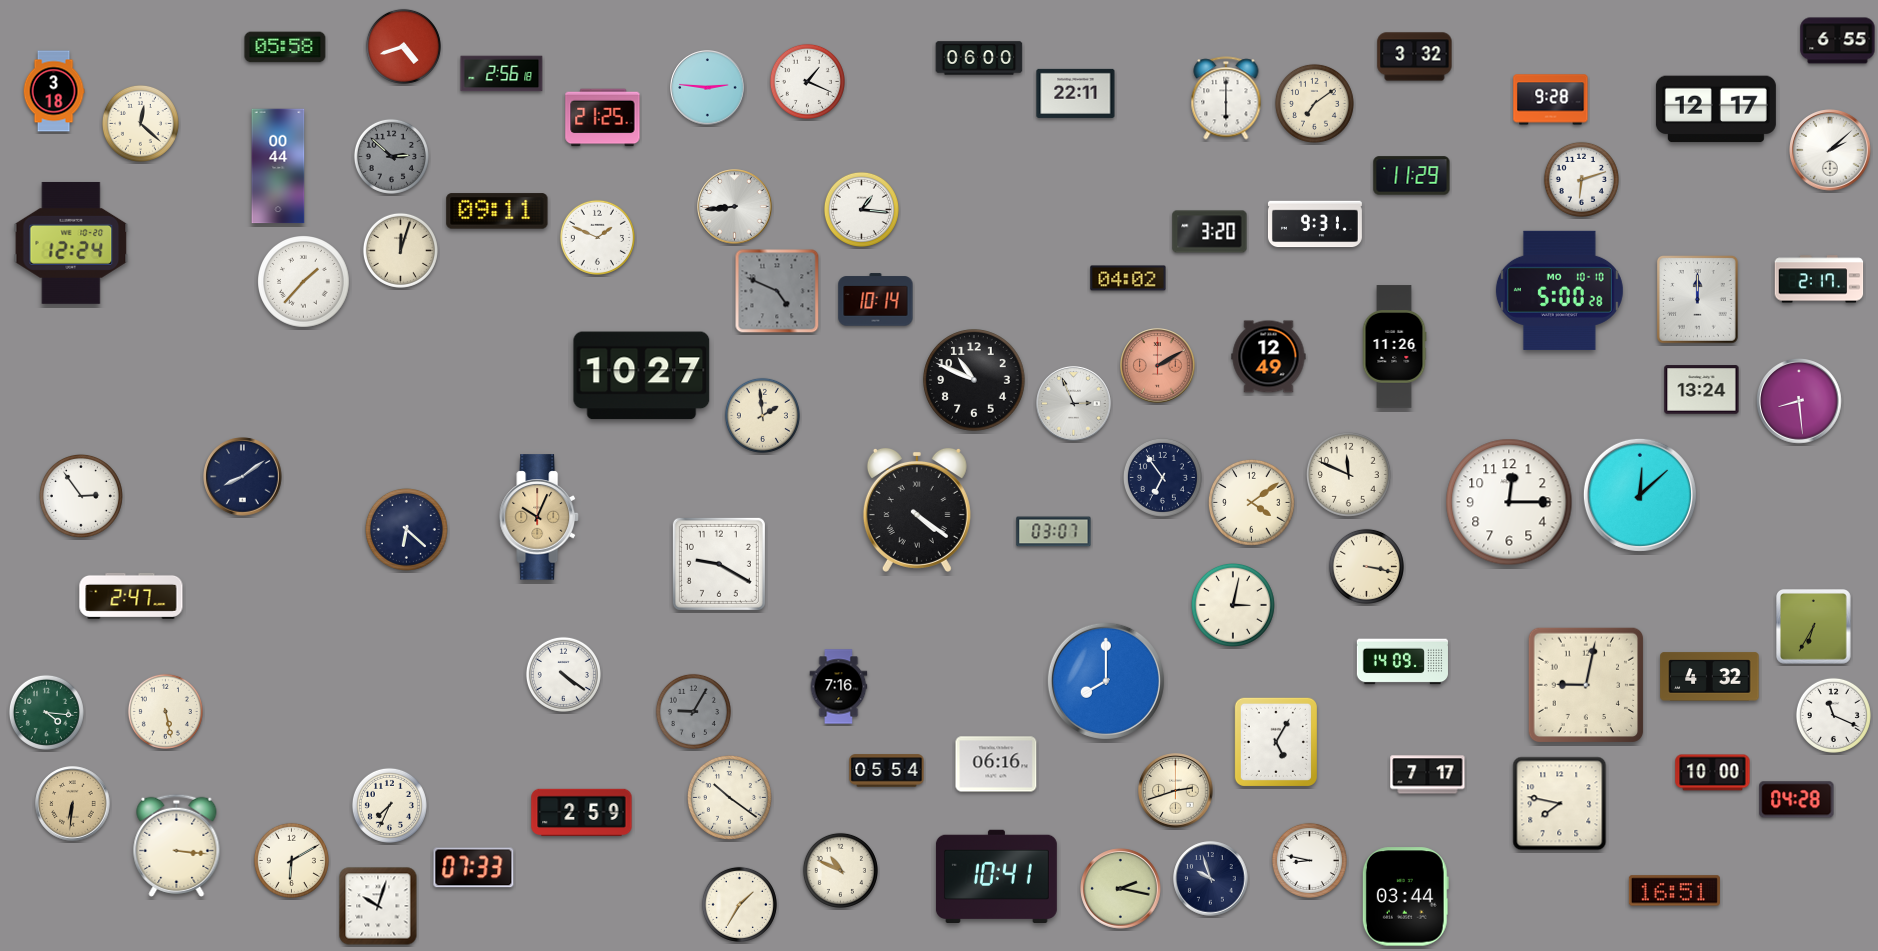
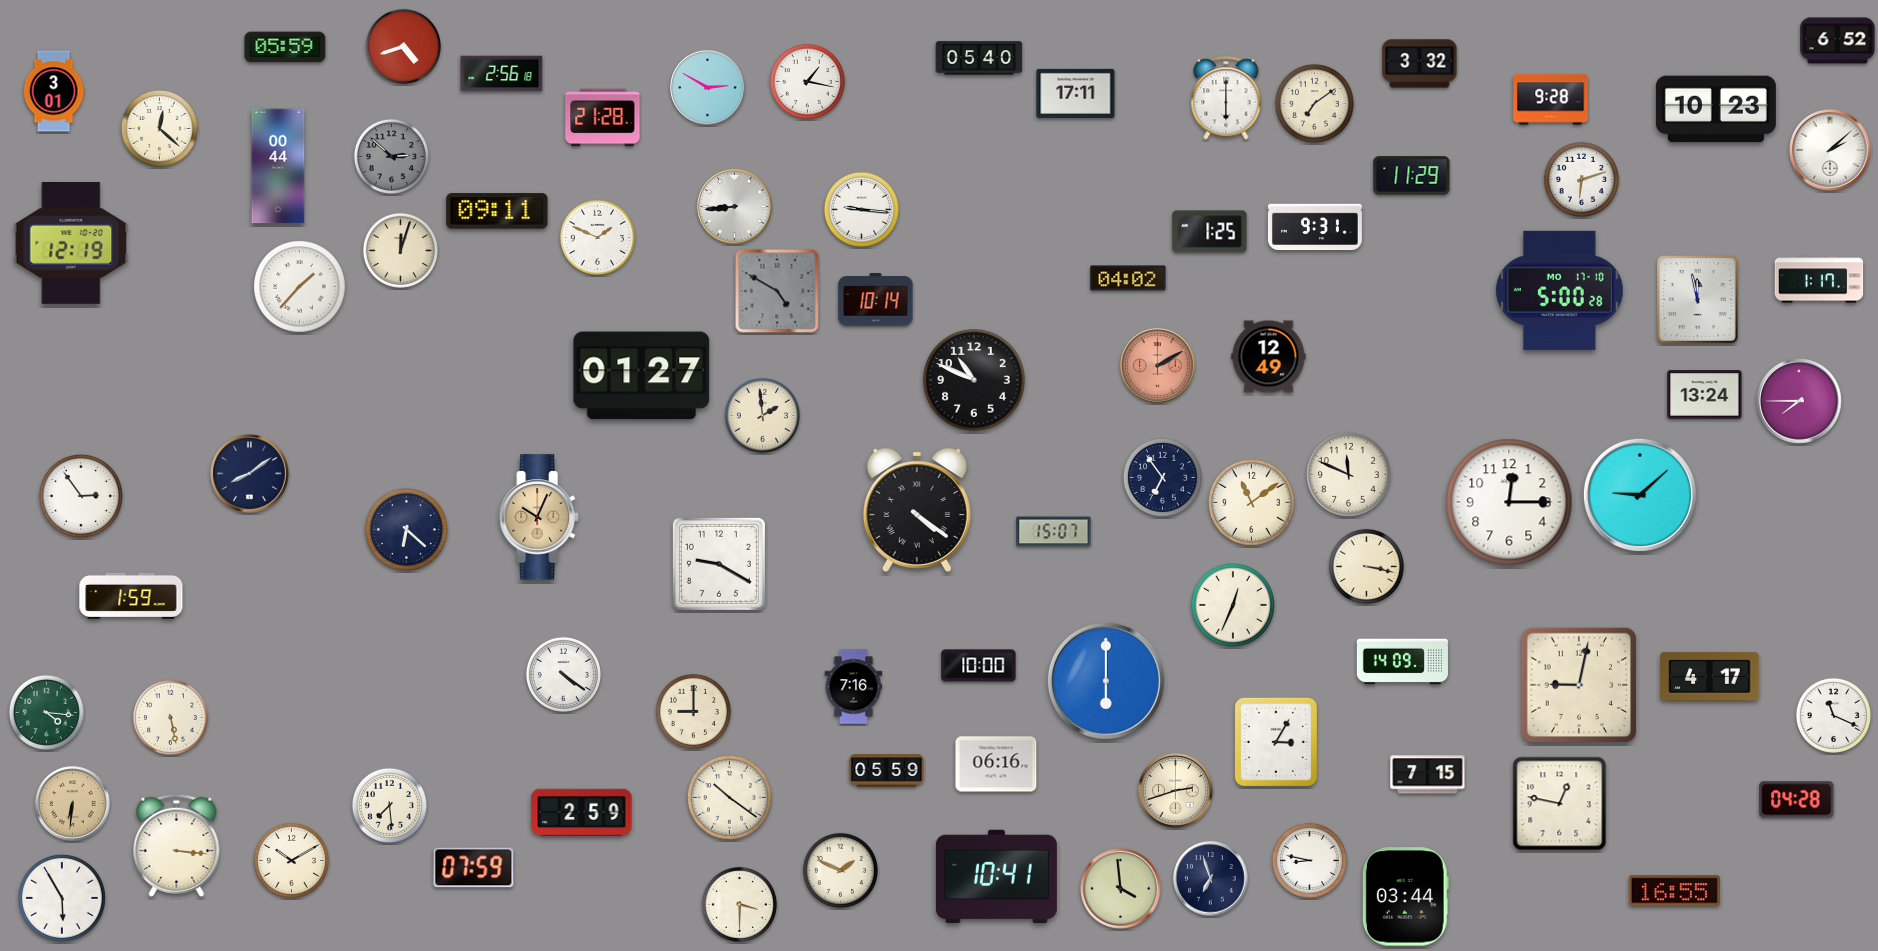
clock at (1838, 41): 6:55 -> 6:52
clock at (285, 47): 05:58 -> 05:59
clock at (1415, 57) position: (1415, 57) -> (1420, 64)
clock at (979, 58): 06:00 -> 05:40
clock at (807, 81): 1:19 -> 1:17
clock at (708, 88): 2:46 -> 2:50
clock at (54, 91): 3:18 -> 3:01
clock at (1076, 93): 22:11 -> 17:11
clock at (1716, 109): 12:17 -> 10:23
clock at (603, 118): 21:25 -> 21:28
clock at (140, 123) position: (140, 123) -> (159, 128)
clock at (861, 209): 1:16 -> 9:16
clock at (1315, 224) position: (1315, 224) -> (1315, 227)
clock at (1210, 232): 3:20 -> 1:25
clock at (71, 243): 12:24 -> 12:19
clock at (1819, 279): 2:17 -> 1:17
clock at (304, 282) position: (304, 282) -> (300, 287)
clock at (1559, 290) date: MO 10-10 -> MO 17-10
clock at (777, 291): 4:49 -> 4:50
clock at (1698, 300): 12:00 -> 11:58
clock at (1394, 347): 11:26 -> none
clock at (642, 376): 10:27 -> 01:27
clock at (1702, 390) position: (1702, 390) -> (1705, 395)
clock at (1799, 401): 8:29 -> 7:45
clock at (1074, 404): 2:56 -> none
clock at (243, 477) position: (243, 477) -> (250, 474)
clock at (1640, 495): 12:08 -> 9:08
clock at (1251, 502): 4:09 -> 11:09
clock at (1054, 532): 03:07 -> 15:07
clock at (131, 596): 2:47 -> 1:59
clock at (1233, 605): 3:02 -> 12:34
clock at (1814, 627): 6:35 -> none
clock at (979, 666): none -> 10:00
clock at (1710, 677): 4:32 -> 4:17
clock at (1106, 681): 8:00 -> 6:00
clock at (1586, 685) position: (1586, 685) -> (1579, 685)
clock at (839, 687) position: (839, 687) -> (854, 687)
clock at (165, 711) position: (165, 711) -> (170, 717)
clock at (693, 711): 9:05 -> 9:00
clock at (693, 711) dial: grey -> cream
clock at (1276, 742): 5:05 -> 3:05
clock at (887, 771): 05:54 -> 05:59
clock at (1713, 773): 10:00 -> none
clock at (1428, 775): 7:17 -> 7:15
clock at (1560, 804): 7:47 -> 12:47
clock at (389, 805): 7:34 -> 7:29
clock at (291, 860): 6:10 -> 10:10
clock at (474, 868): 07:33 -> 07:59
clock at (840, 870): 10:49 -> 1:49
clock at (1211, 879): 9:57 -> 6:57
clock at (1121, 889): 2:17 -> 3:59
clock at (1674, 891): 16:51 -> 16:55
clock at (63, 899): none -> 5:55
clock at (739, 904): 1:35 -> 3:30
clock at (378, 906): 10:03 -> none
